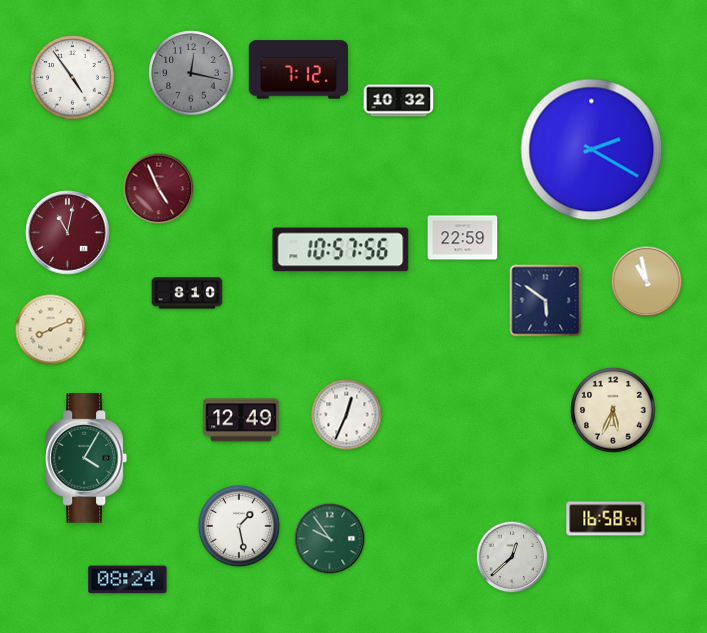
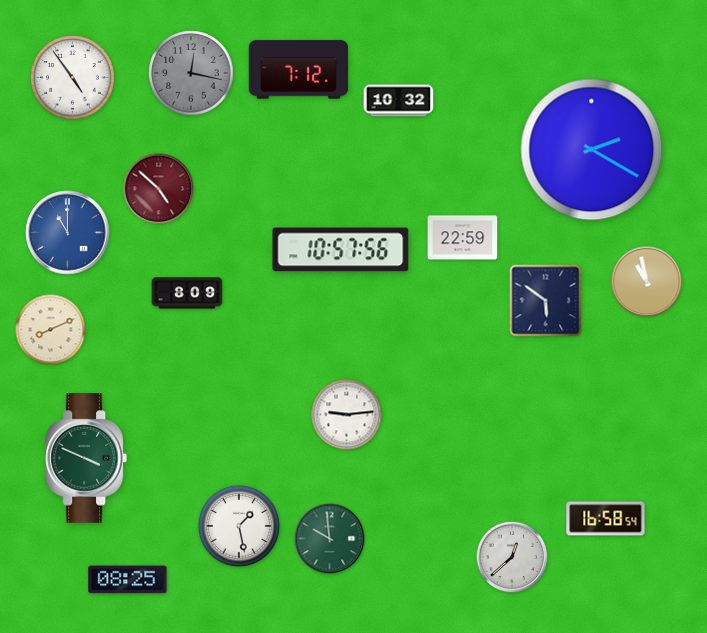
clock at (159, 189): 4:56 -> 4:52
clock at (68, 233): 11:02 -> 11:00
clock at (68, 233) dial: burgundy -> blue
clock at (187, 293): 8:10 -> 8:09
clock at (613, 410): 5:34 -> none
clock at (347, 415): 12:34 -> 9:14
clock at (241, 420): 12:49 -> none
clock at (85, 458): 4:05 -> 3:49
clock at (330, 539): 9:54 -> 9:59
clock at (128, 580): 08:24 -> 08:25
